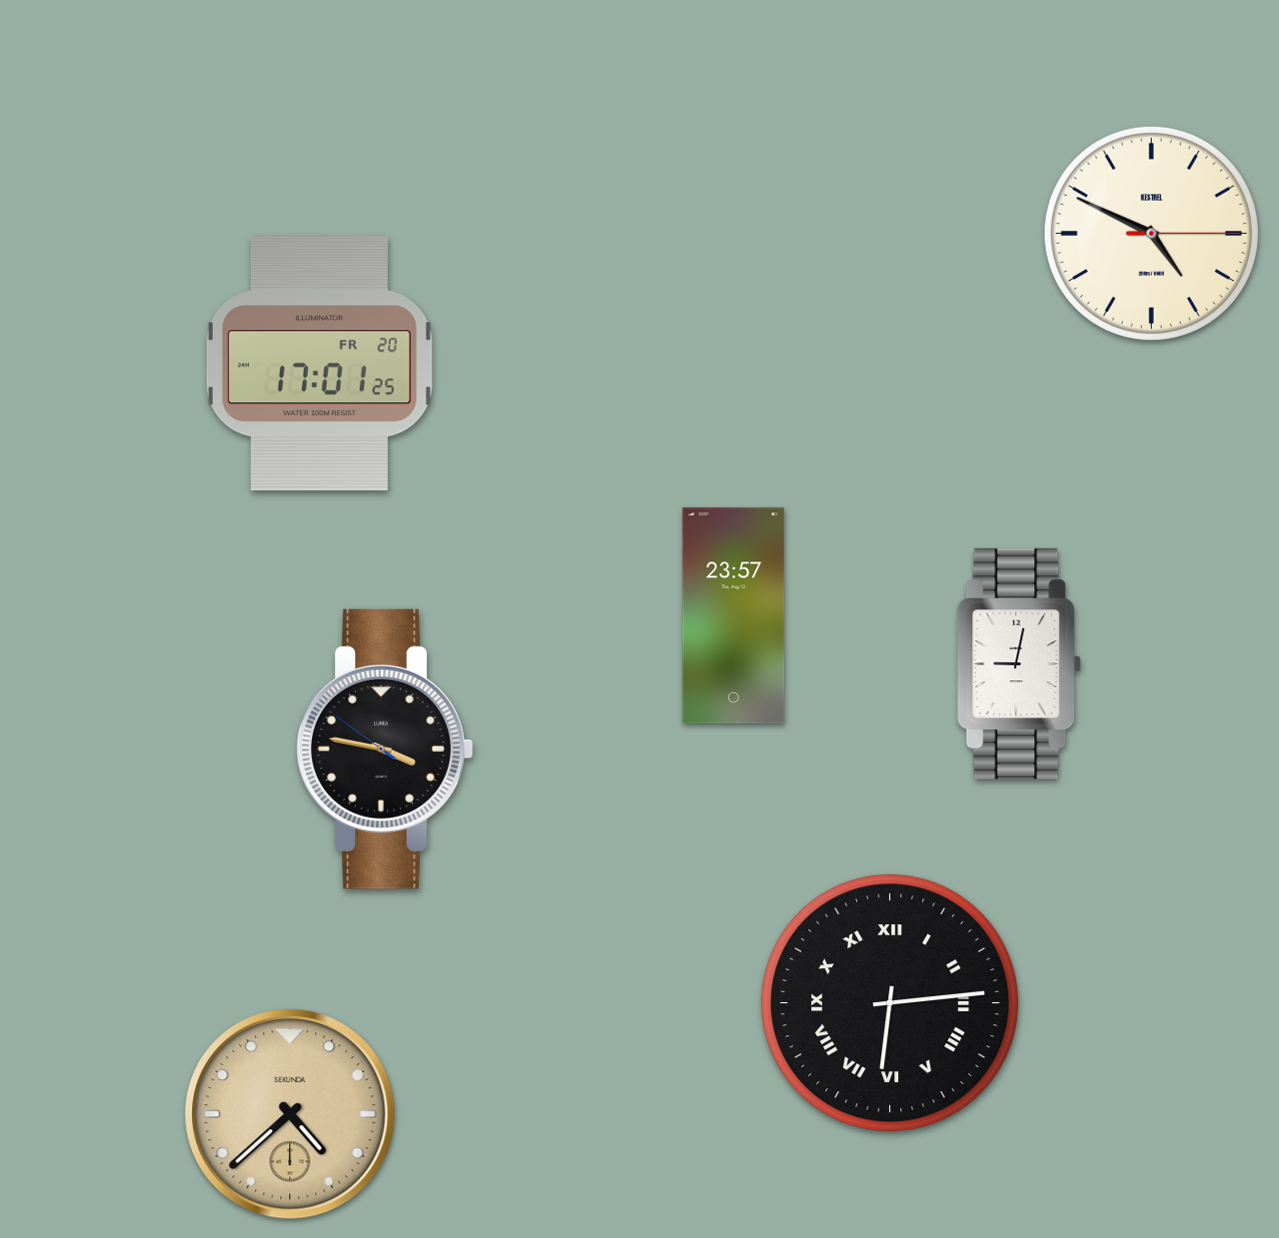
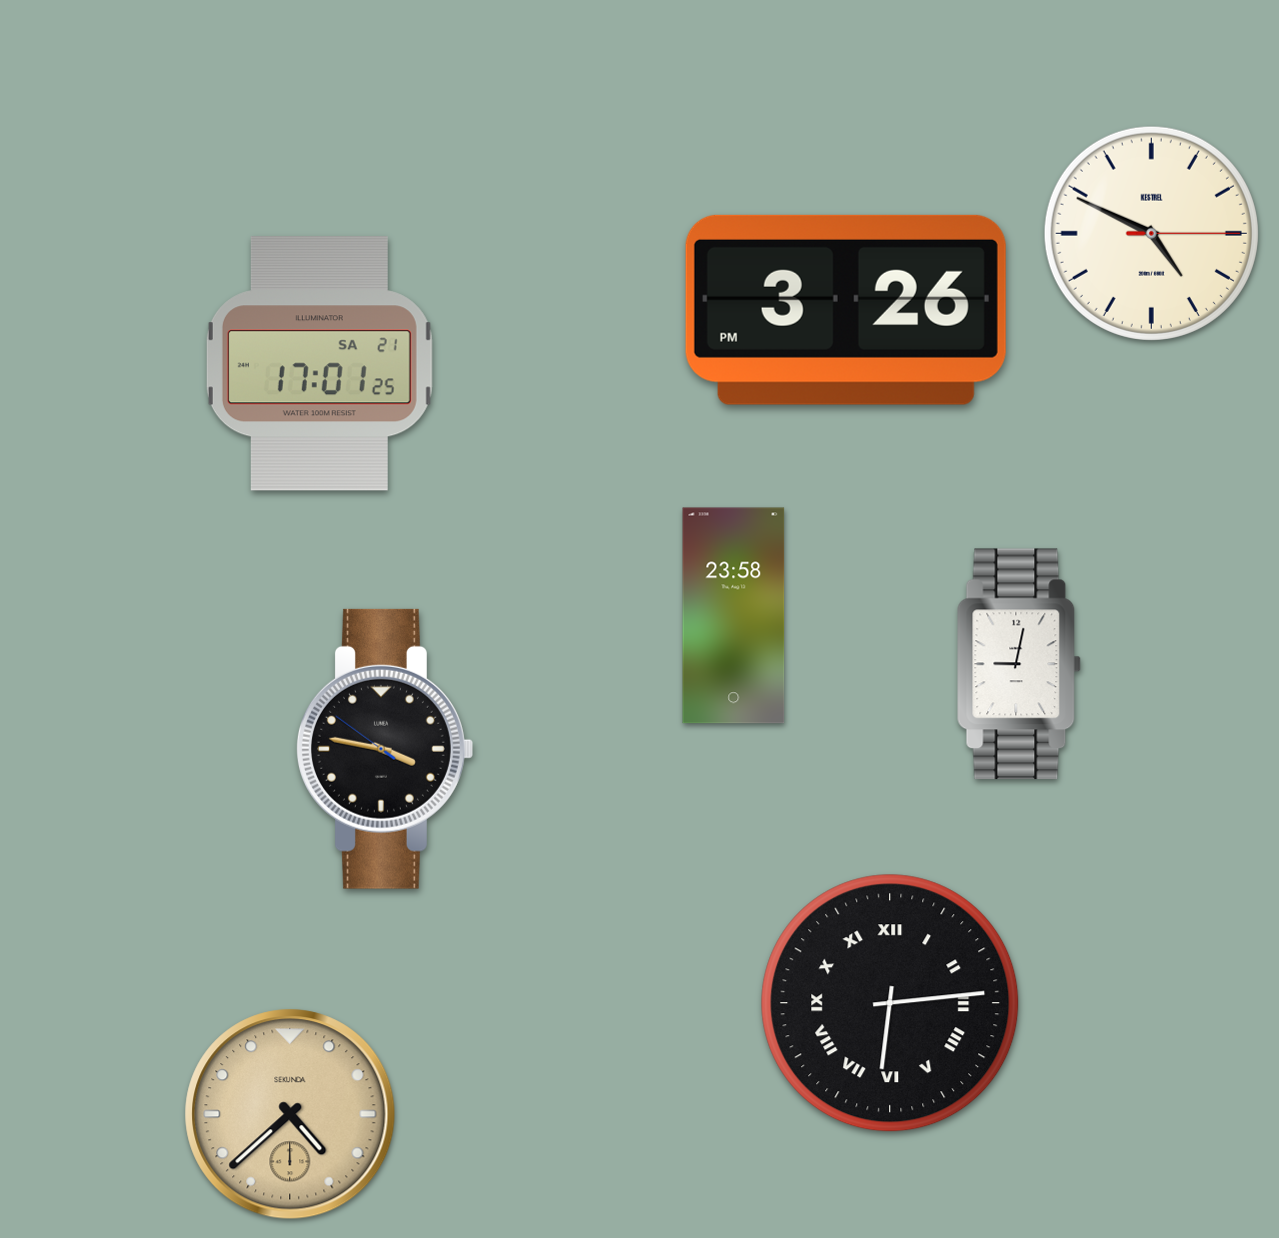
clock at (846, 310): none -> 3:26
clock at (319, 364) date: FR 20 -> SA 21
clock at (734, 616): 23:57 -> 23:58
